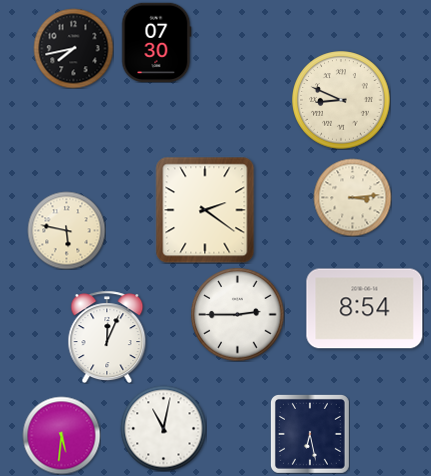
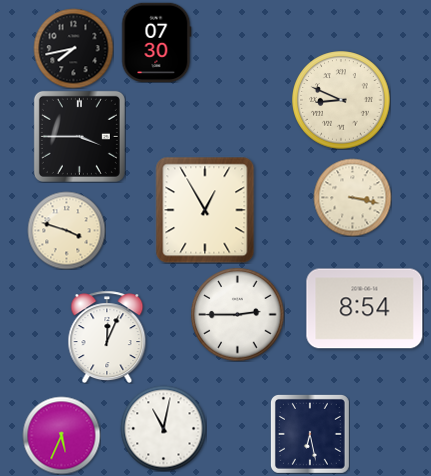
clock at (79, 136): none -> 3:45
clock at (352, 197): 3:14 -> 3:17
clock at (205, 210): 2:21 -> 12:55
clock at (66, 230): 5:47 -> 3:48
clock at (61, 435): 5:31 -> 5:34
